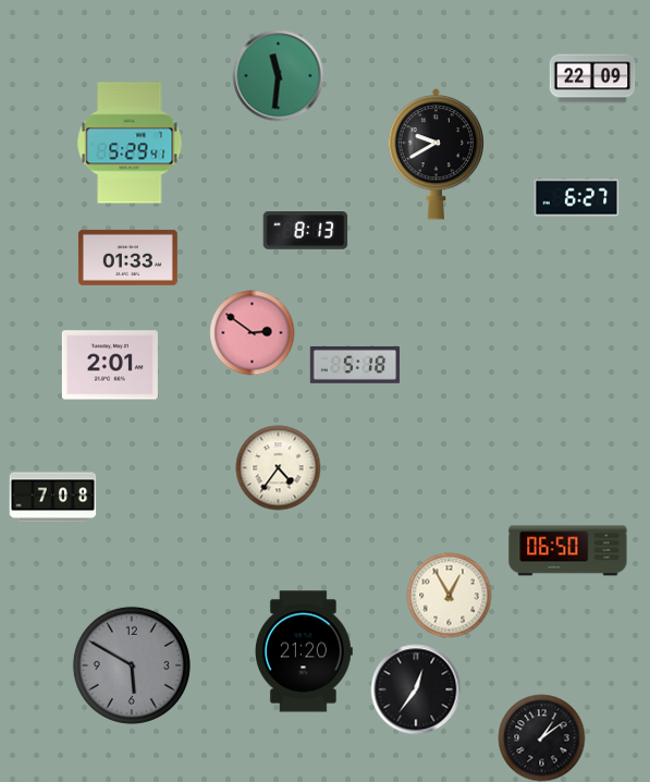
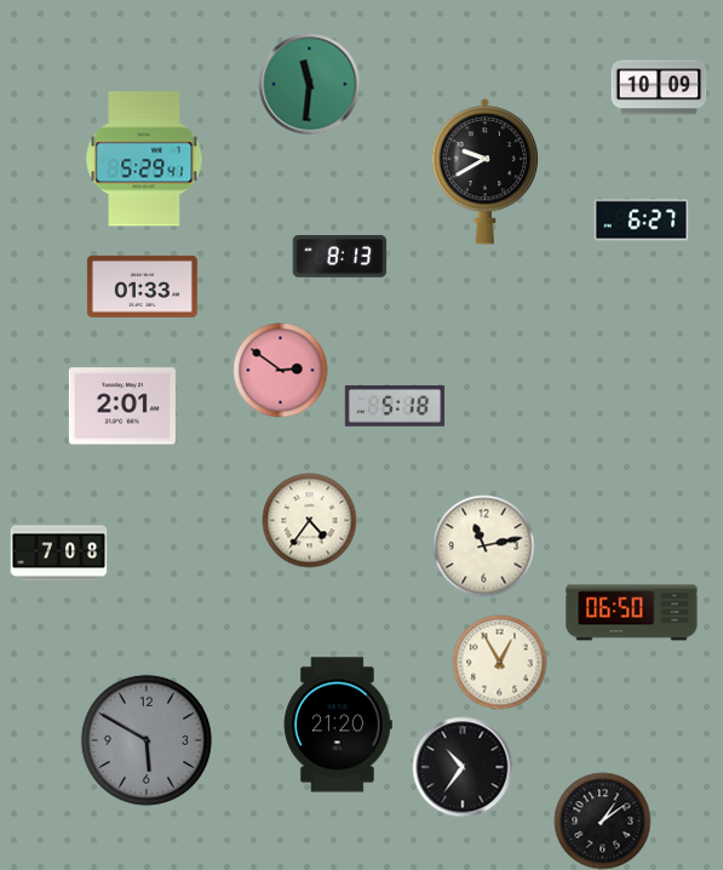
clock at (592, 78): 22:09 -> 10:09
clock at (483, 545): none -> 11:13
clock at (416, 689): 12:36 -> 10:36
